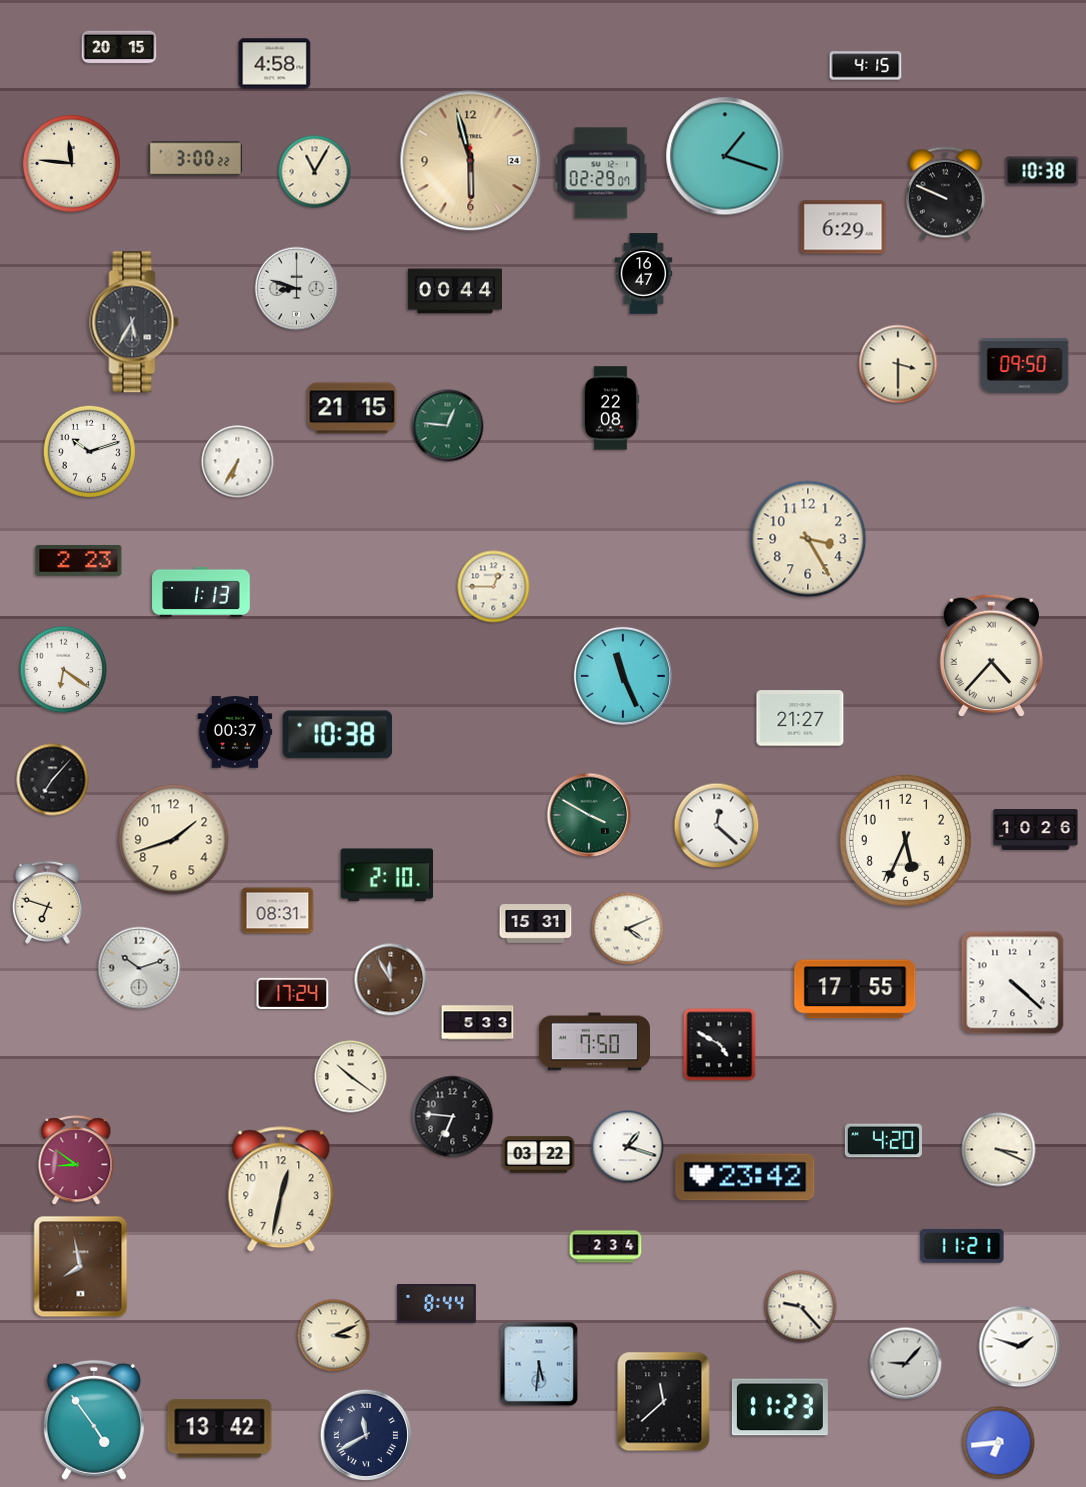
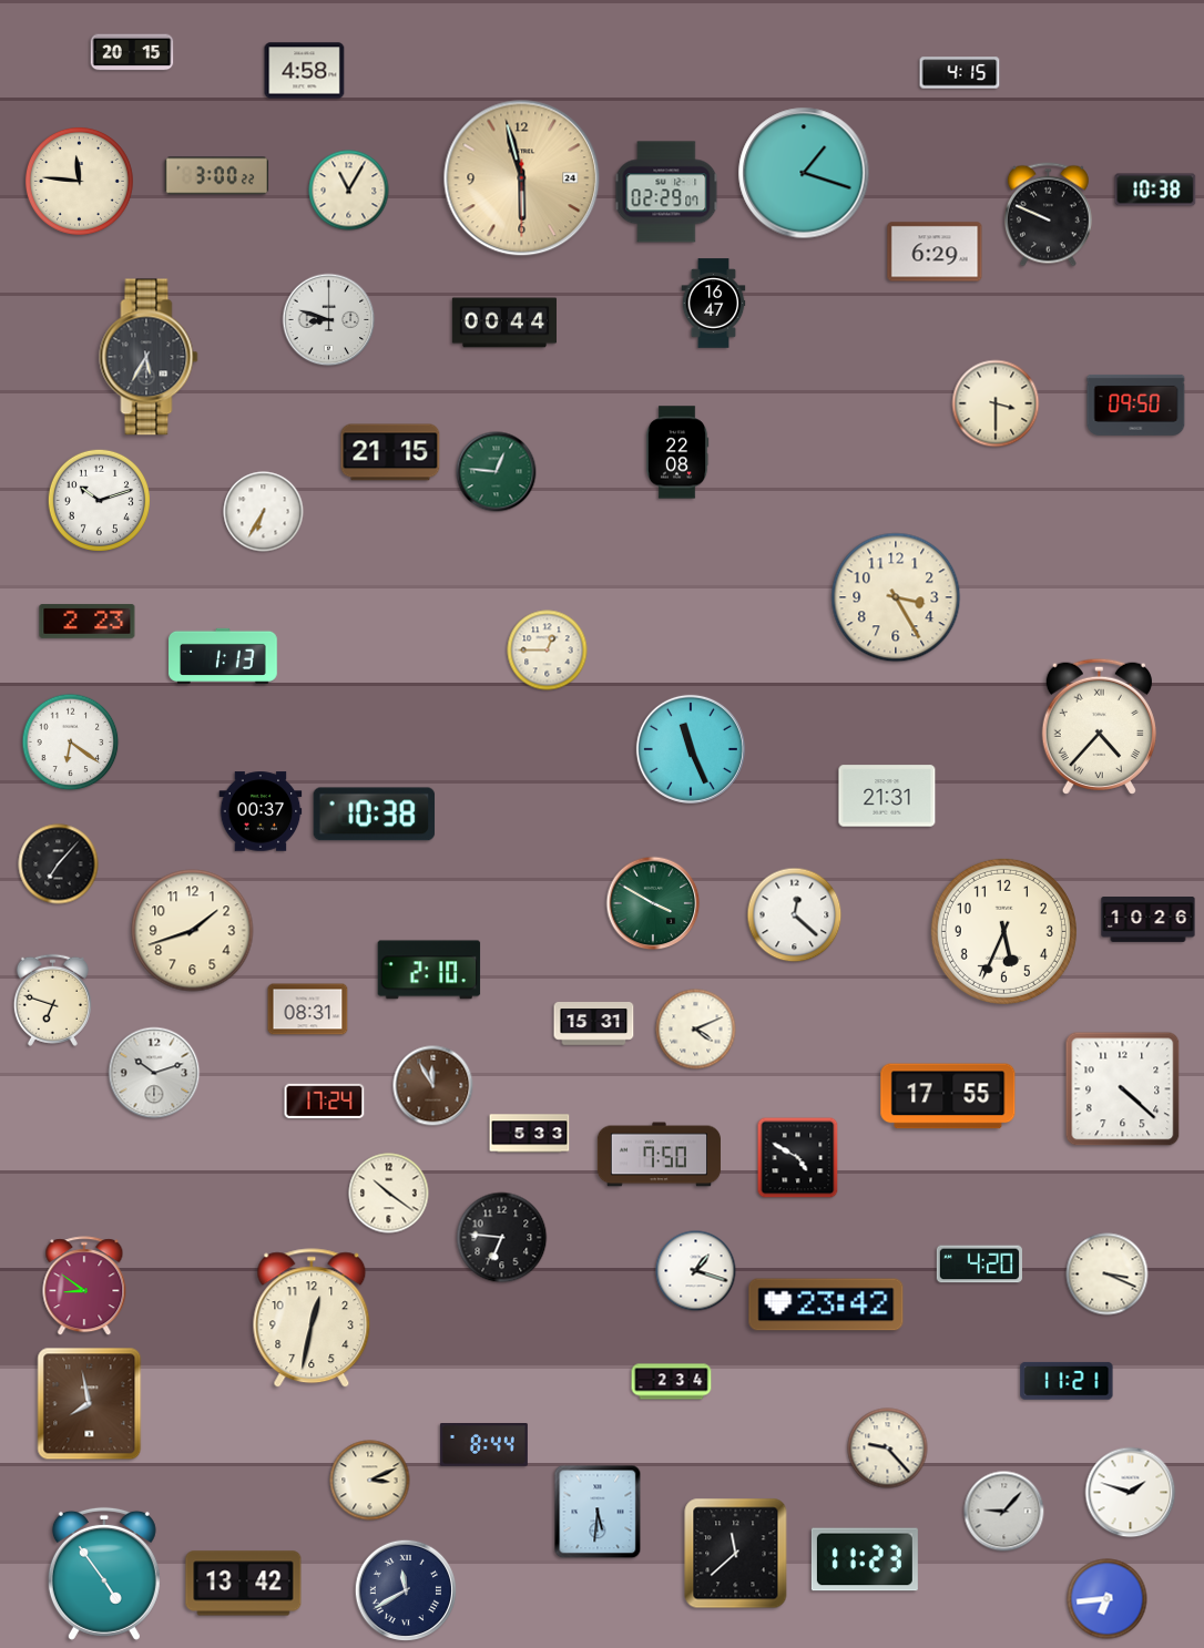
clock at (800, 718): 21:27 -> 21:31
clock at (539, 1155): 03:22 -> none
